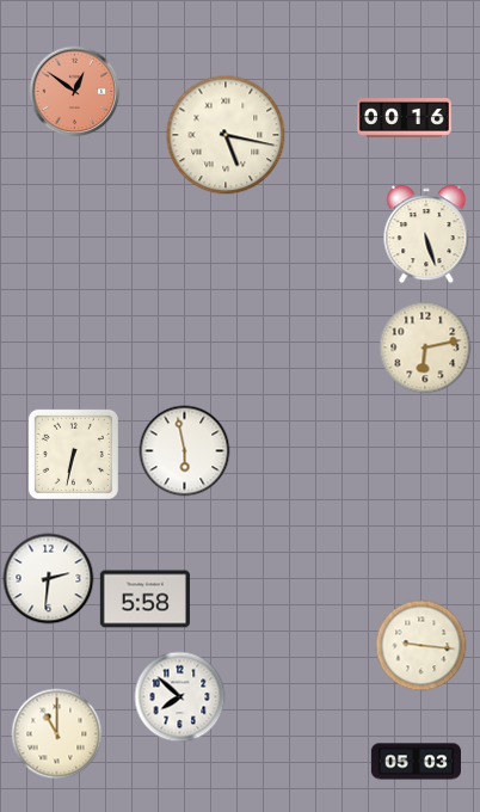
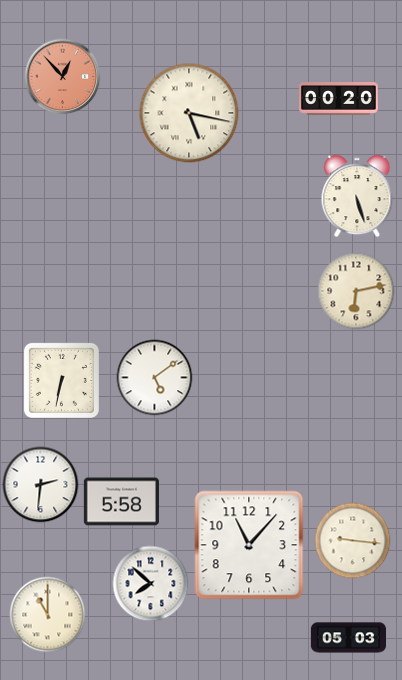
clock at (75, 92): 12:51 -> 12:53
clock at (405, 118): 00:16 -> 00:20
clock at (185, 451): 5:58 -> 5:09
clock at (249, 545): none -> 11:07
